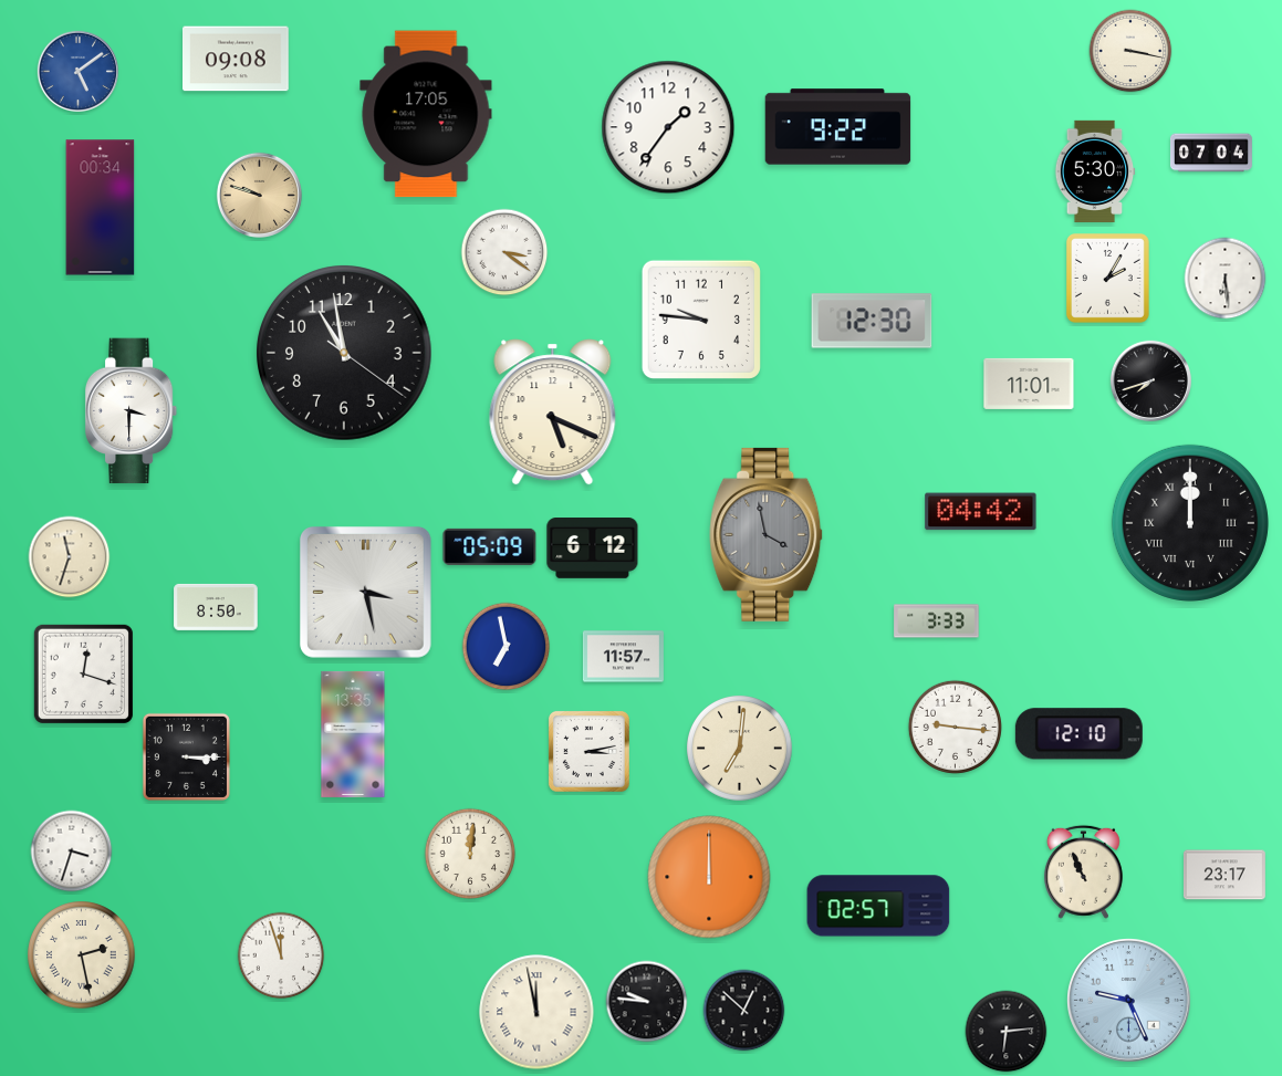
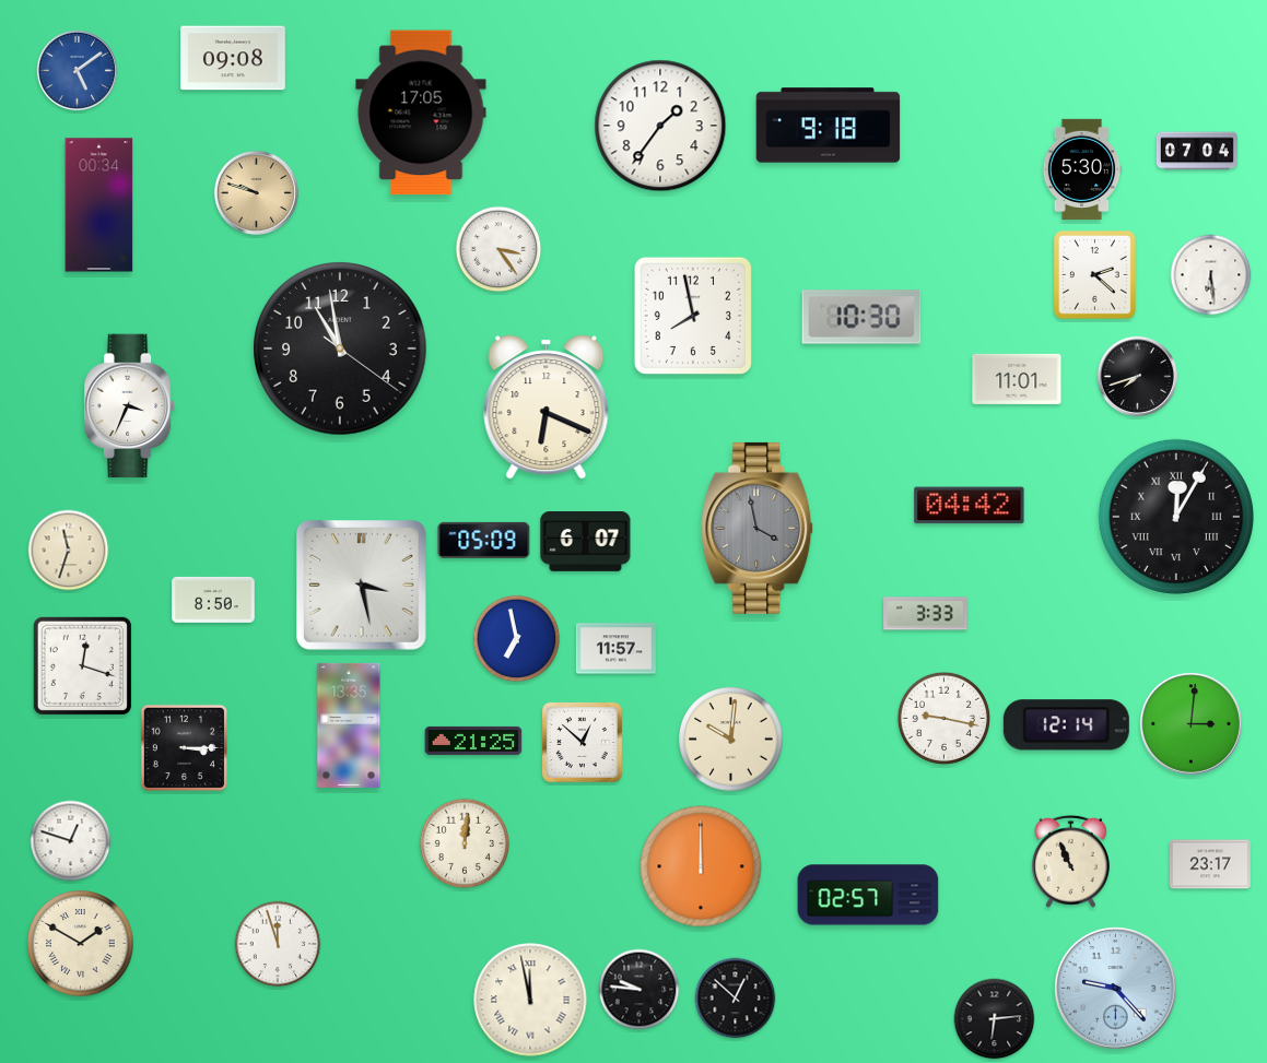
clock at (1130, 51): 3:17 -> none
clock at (838, 127): 9:22 -> 9:18
clock at (504, 252): 3:21 -> 3:24
clock at (1108, 279): 2:05 -> 2:22
clock at (701, 320): 9:46 -> 7:58
clock at (872, 321): 12:30 -> 10:30
clock at (132, 411): 3:30 -> 3:34
clock at (553, 412): 5:19 -> 6:19
clock at (1190, 523): 12:00 -> 12:05
clock at (593, 549): 6:12 -> 6:07
clock at (507, 647) position: (507, 647) -> (517, 639)
clock at (955, 727): 9:16 -> 9:17
clock at (1190, 723): none -> 3:01
clock at (1078, 734): 12:10 -> 12:14
clock at (740, 749): 7:01 -> 10:01
clock at (473, 741): none -> 21:25
clock at (588, 751): 3:13 -> 12:52
clock at (72, 852): 3:33 -> 12:48
clock at (82, 955): 2:28 -> 1:50
clock at (1129, 1001): 9:26 -> 9:23
